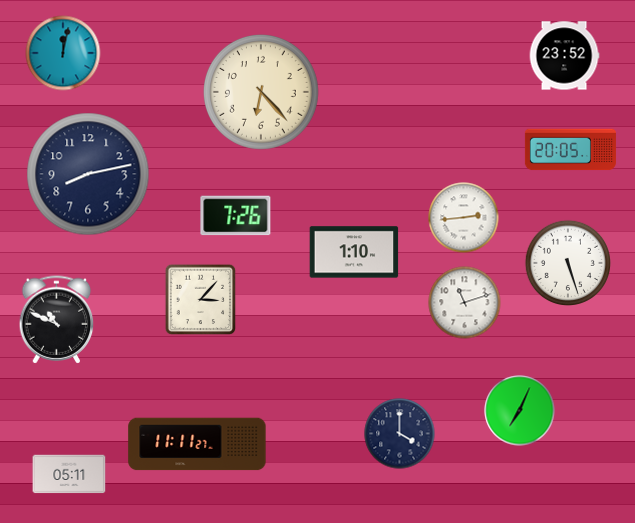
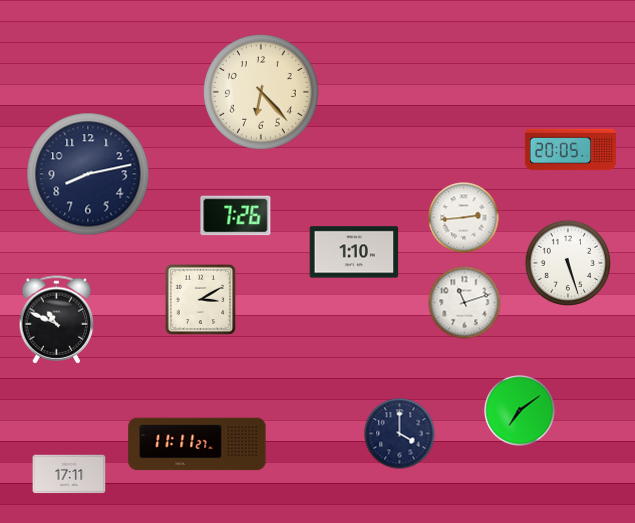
clock at (63, 53): 12:02 -> none
clock at (564, 56): 23:52 -> none
clock at (201, 300): 3:07 -> 3:10
clock at (520, 411): 7:04 -> 7:09
clock at (69, 474): 05:11 -> 17:11
